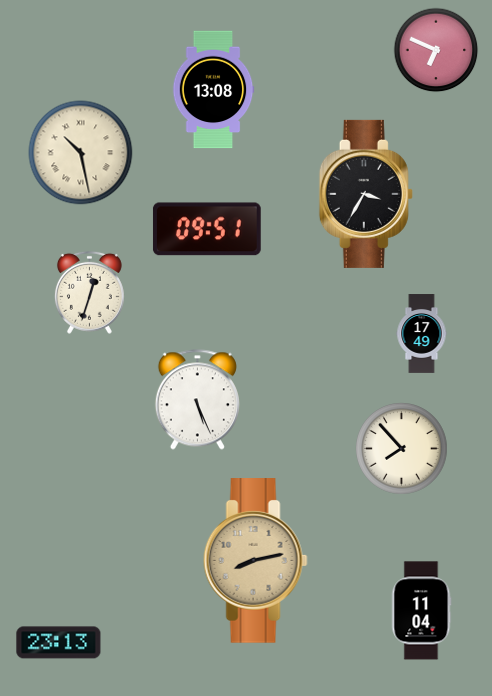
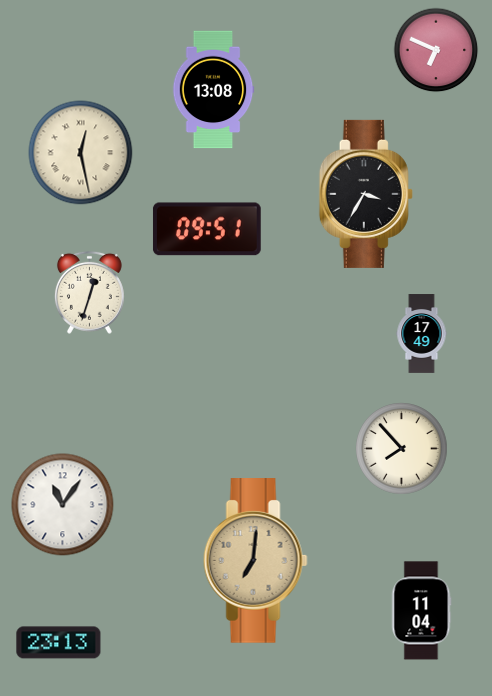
clock at (81, 153): 10:28 -> 12:28
clock at (197, 400): 5:26 -> none
clock at (63, 505): none -> 11:06
clock at (255, 561): 8:13 -> 7:01
